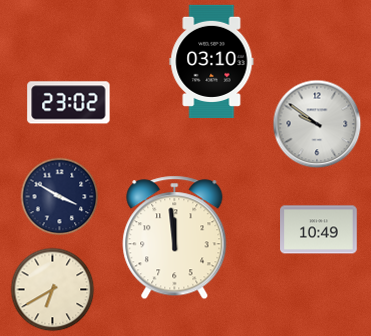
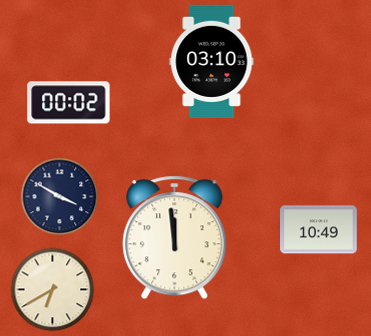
clock at (69, 103): 23:02 -> 00:02
clock at (317, 124): 9:51 -> none
